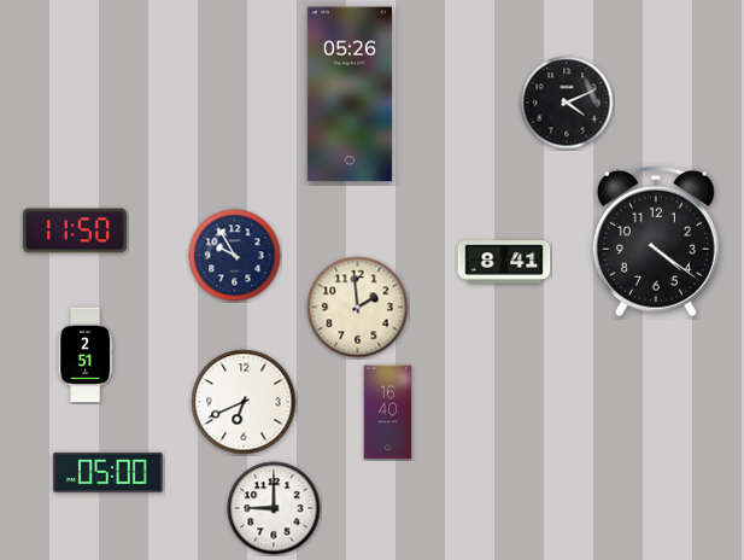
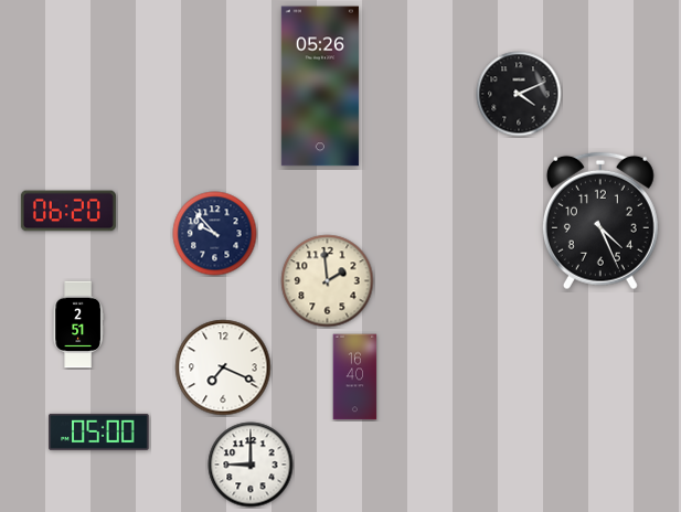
clock at (75, 231): 11:50 -> 06:20
clock at (656, 241): 4:21 -> 4:26
clock at (235, 256): 9:55 -> 9:53
clock at (504, 263): 8:41 -> none
clock at (244, 402): 6:41 -> 7:19
